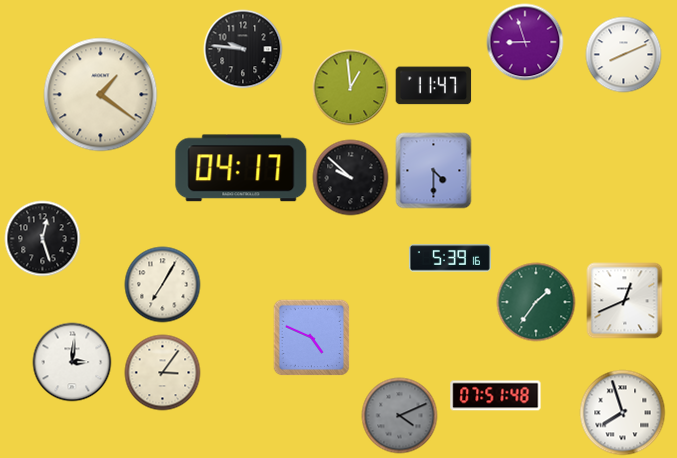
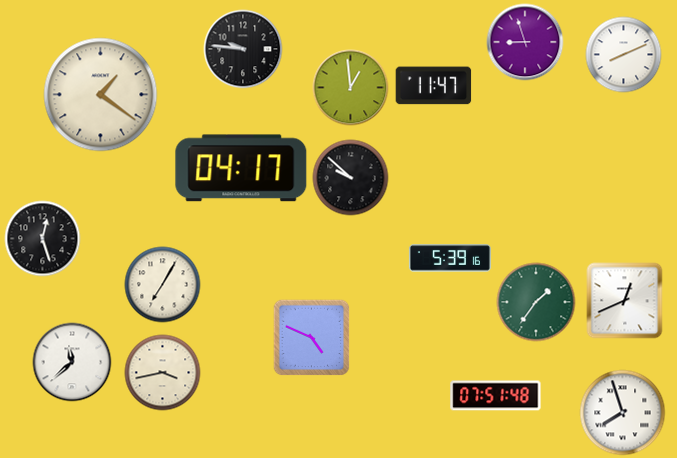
clock at (434, 171): 4:30 -> none
clock at (72, 362): 3:01 -> 11:38
clock at (163, 373): 3:06 -> 3:43
clock at (400, 416): 4:11 -> none
